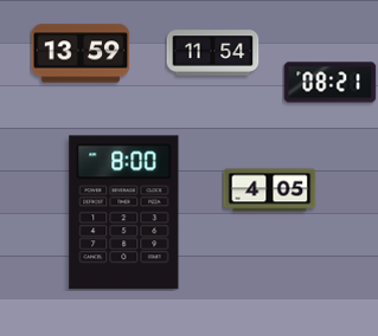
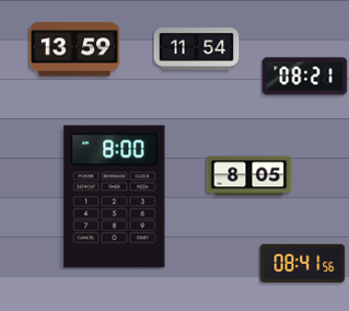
clock at (269, 190): 4:05 -> 8:05
clock at (302, 263): none -> 08:41
